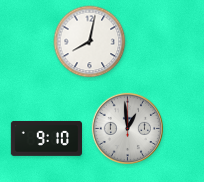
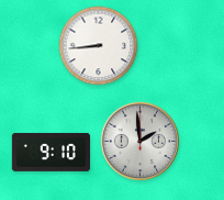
clock at (90, 42): 8:02 -> 8:44
clock at (128, 129): 12:59 -> 1:59
